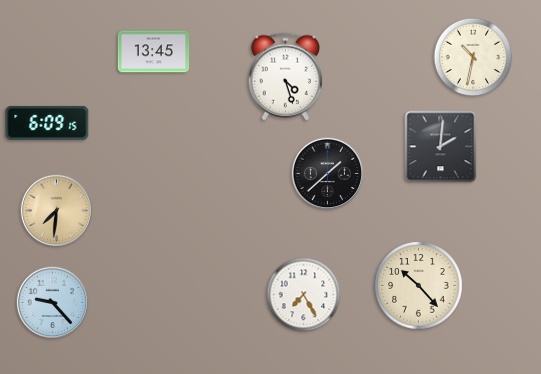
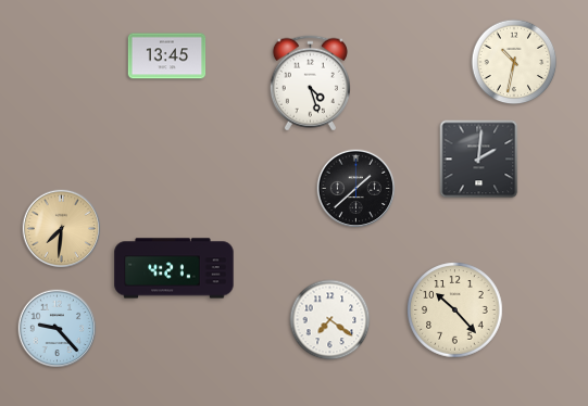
clock at (47, 123): 6:09 -> none
clock at (174, 268): none -> 4:21
clock at (304, 295): 7:25 -> 7:21
